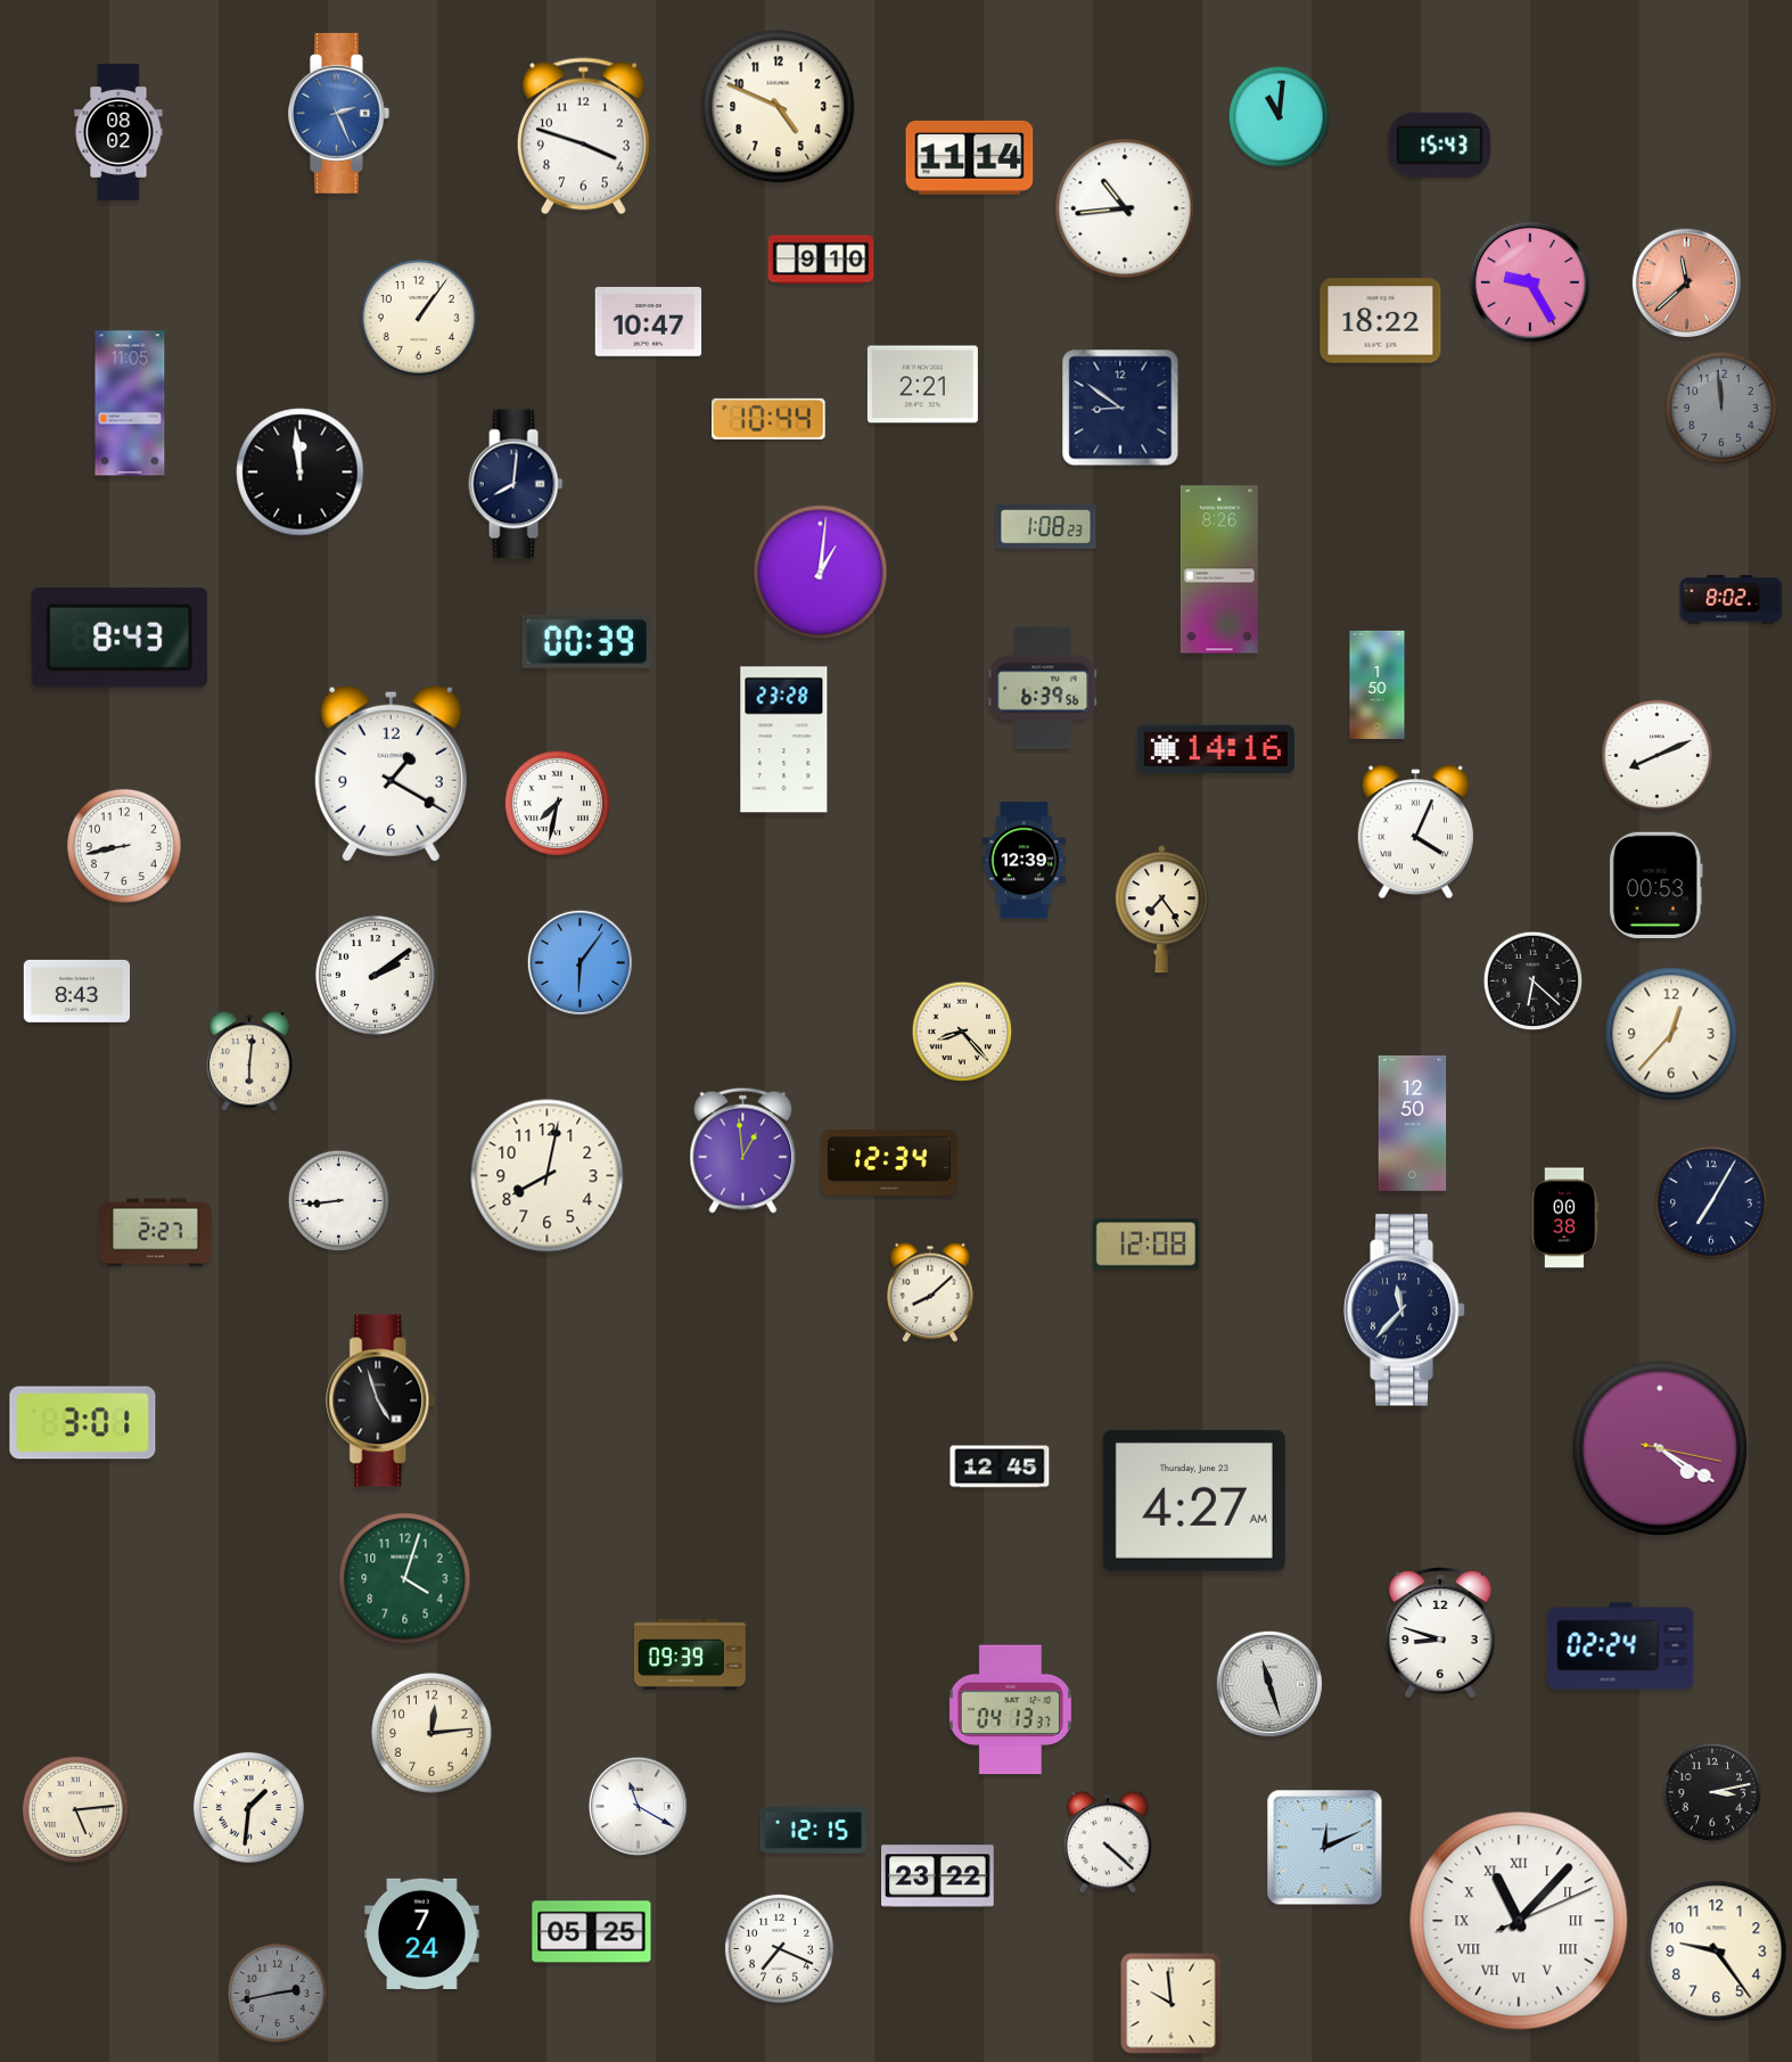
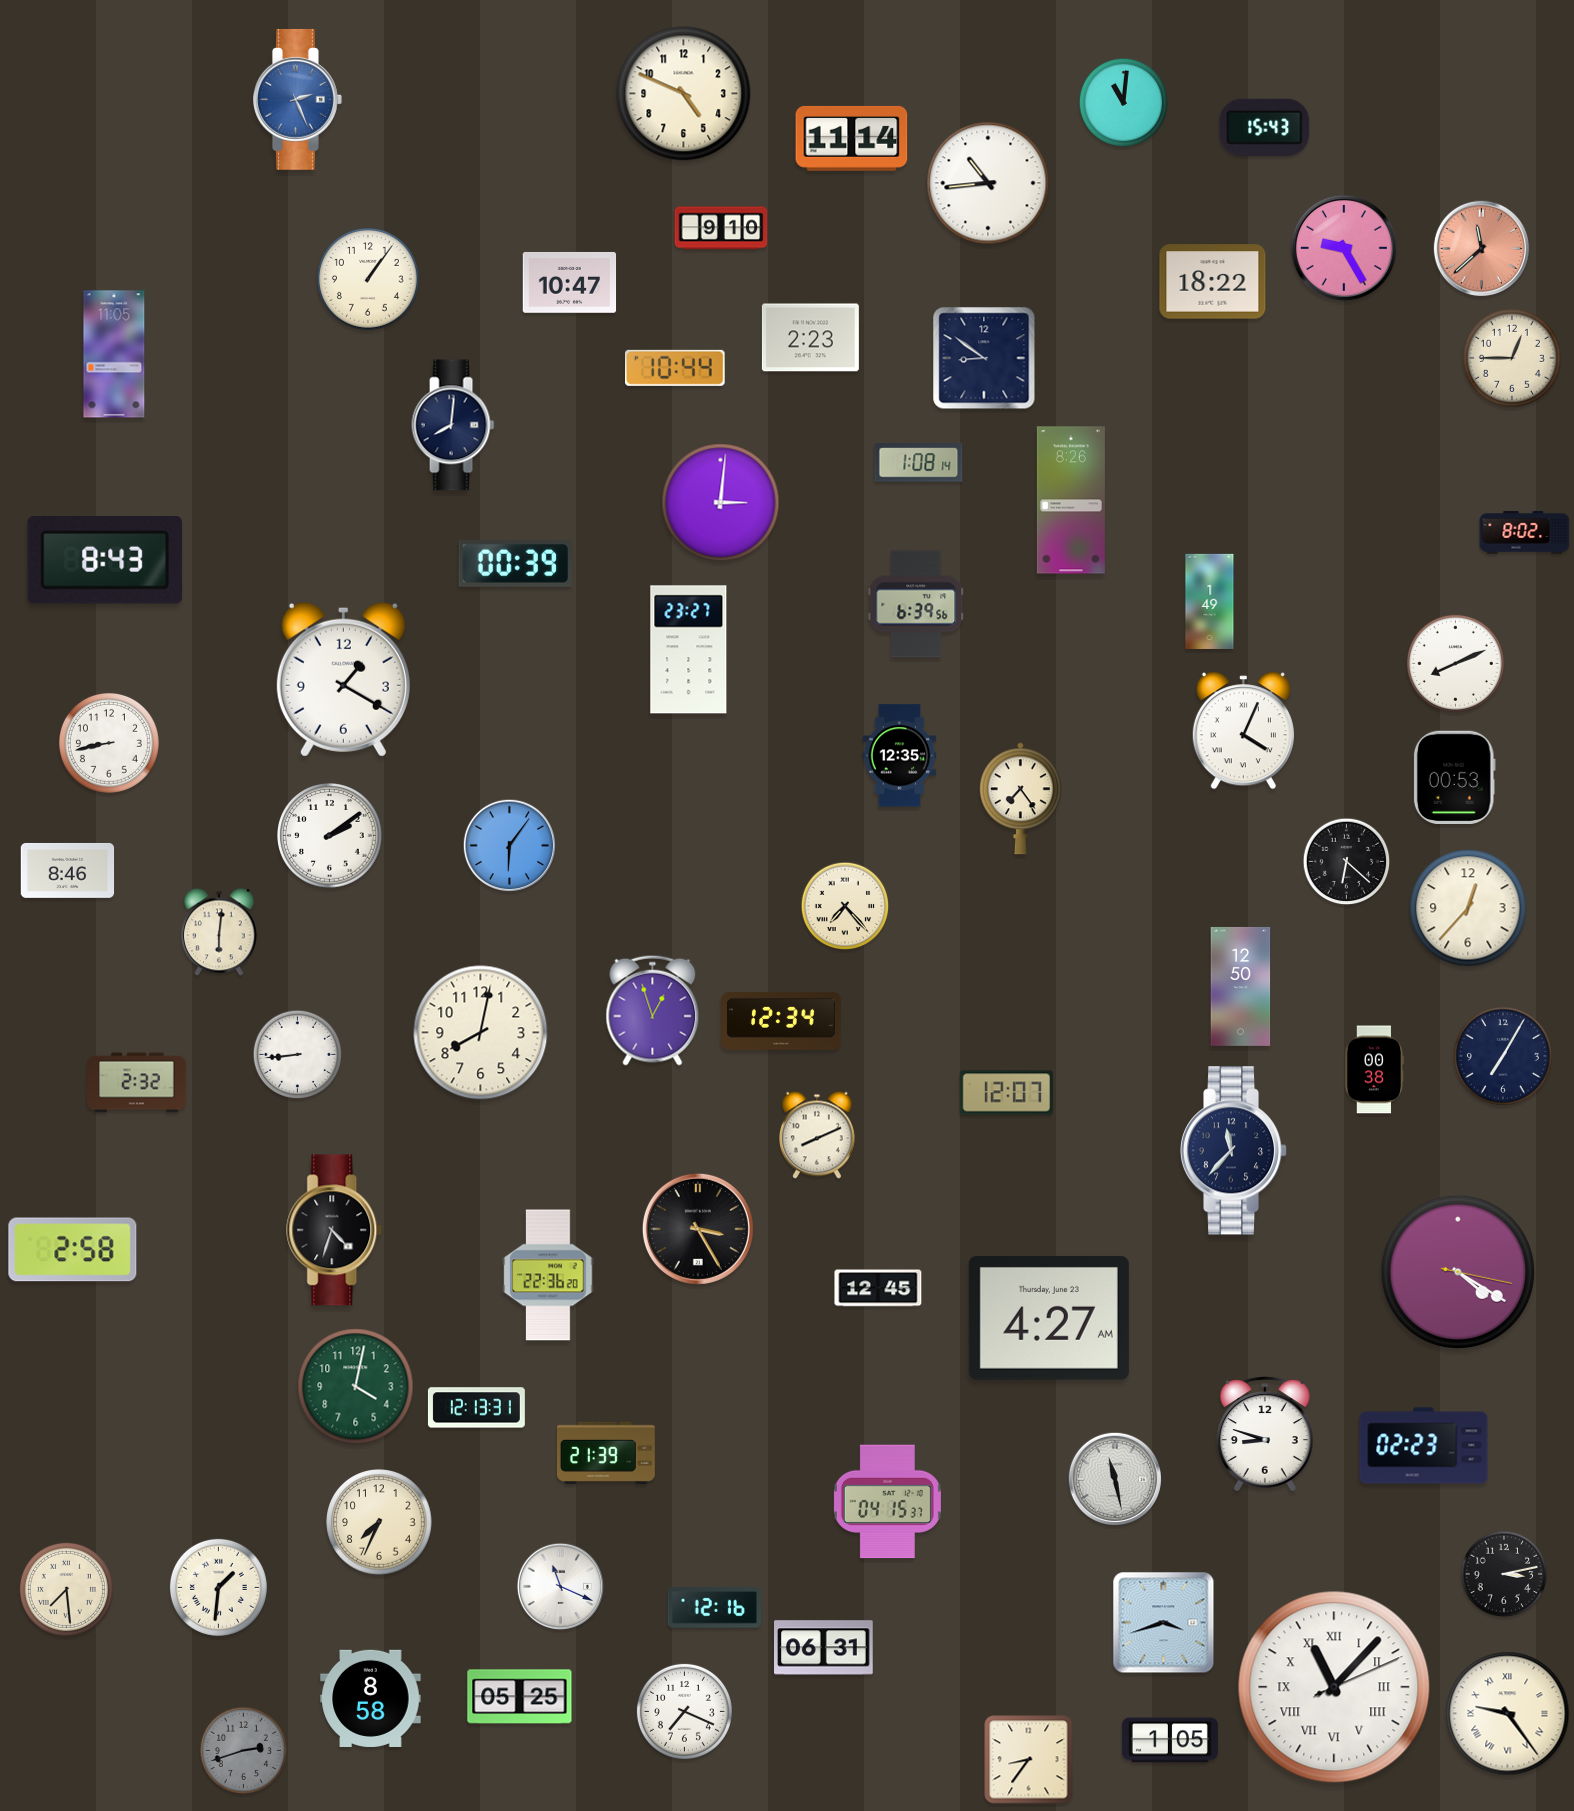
clock at (118, 132): 08:02 -> none
clock at (583, 137): 3:48 -> none
clock at (922, 385): 2:21 -> 2:23
clock at (1721, 408): 11:59 -> 12:45
clock at (1721, 408) dial: grey -> cream
clock at (301, 473): 11:59 -> none
clock at (1046, 527): 1:08:23 -> 1:08:14
clock at (821, 573): 1:01 -> 3:01
clock at (1732, 600) position: (1732, 600) -> (1525, 533)
clock at (1378, 684): 1:50 -> 1:49
clock at (784, 740): 23:28 -> 23:27
clock at (1216, 749): 14:16 -> none
clock at (557, 803): 7:32 -> none
clock at (1025, 861): 12:39 -> 12:35
clock at (376, 976) position: (376, 976) -> (330, 836)
clock at (77, 991): 8:43 -> 8:46
clock at (962, 1032): 8:23 -> 7:23
clock at (743, 1150): 12:59 -> 12:57
clock at (156, 1233): 2:27 -> 2:32
clock at (1146, 1244): 12:08 -> 12:07
clock at (930, 1292): 8:08 -> 8:11
clock at (698, 1229): none -> 3:25
clock at (381, 1400): 4:57 -> 4:33
clock at (83, 1423): 3:01 -> 2:58
clock at (548, 1275): none -> 22:36
clock at (405, 1579): 4:03 -> 4:02
clock at (476, 1408): none -> 12:13
clock at (1621, 1646): 02:24 -> 02:23
clock at (690, 1654): 09:39 -> 21:39
clock at (1268, 1683): 11:27 -> 11:28
clock at (1010, 1710): 04:13 -> 04:15
clock at (431, 1733): 12:14 -> 7:34
clock at (639, 1807): 11:20 -> 11:19
clock at (75, 1809): 5:14 -> 7:29
clock at (813, 1831): 12:15 -> 12:16
clock at (1108, 1842): 4:22 -> none
clock at (1325, 1848): 12:11 -> 3:42
clock at (938, 1876): 23:22 -> 06:31
clock at (422, 1933): 7:24 -> 8:58
clock at (1717, 1952) numerals: Arabic -> Roman
clock at (1170, 1740): none -> 1:05
clock at (278, 1994): 2:43 -> 2:42
clock at (1172, 2004): 9:59 -> 8:36
